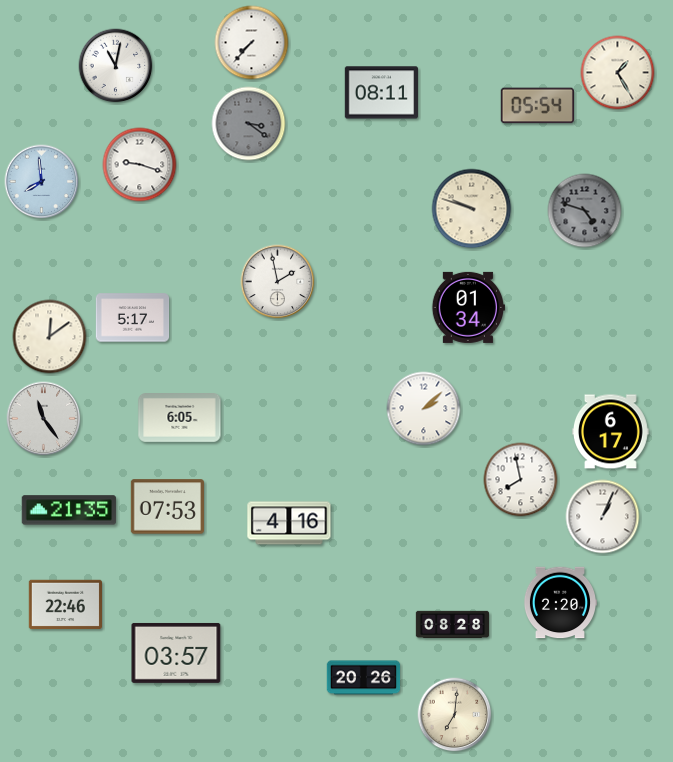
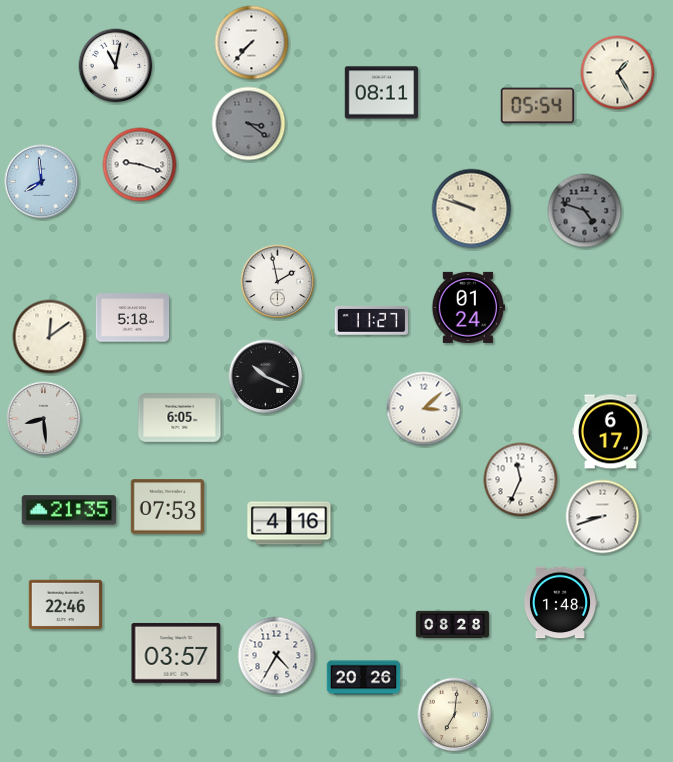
clock at (467, 307): 01:34 -> 01:24
clock at (133, 318): 5:17 -> 5:18
clock at (371, 320): none -> 11:27
clock at (266, 377): none -> 10:19
clock at (424, 409): 2:08 -> 3:08
clock at (44, 419): 11:24 -> 8:29
clock at (521, 480): 7:58 -> 11:34
clock at (603, 517): 1:04 -> 8:42
clock at (560, 603): 2:20 -> 1:48
clock at (277, 656): none -> 4:35
